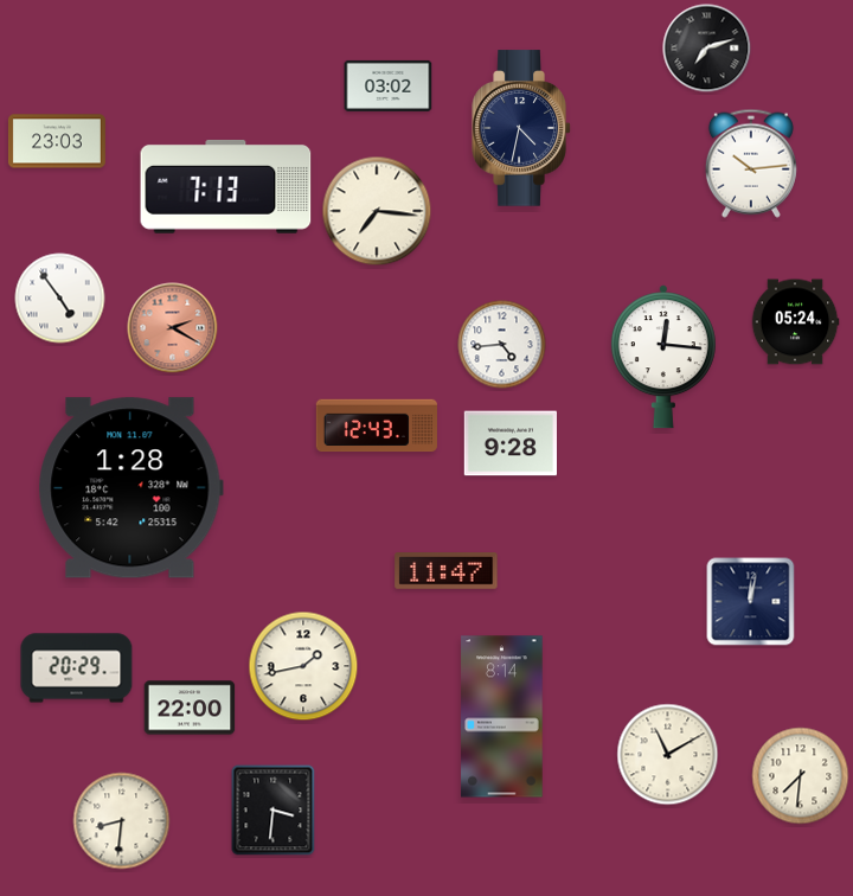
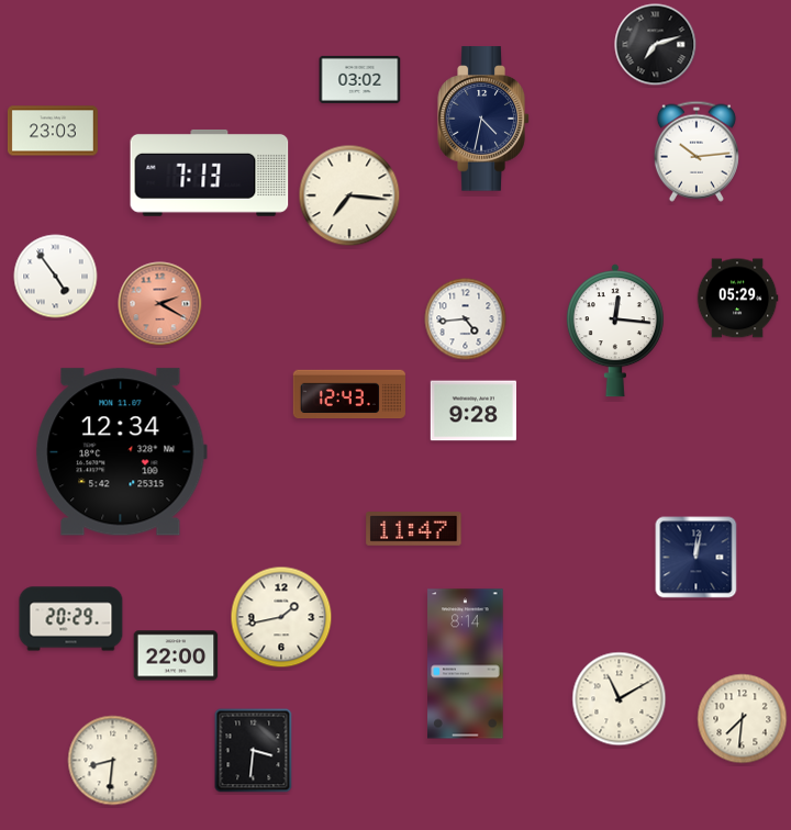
clock at (795, 322): 05:24 -> 05:29
clock at (130, 488): 1:28 -> 12:34
